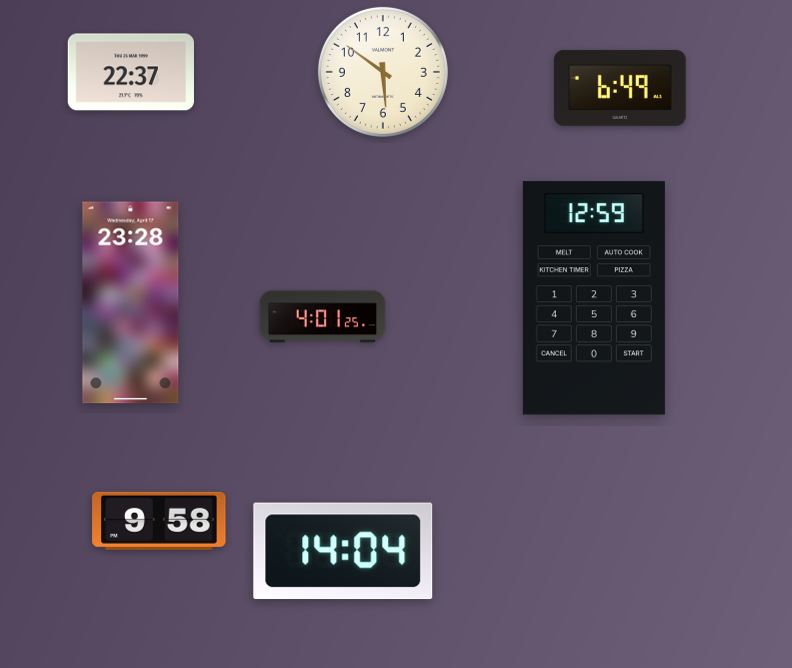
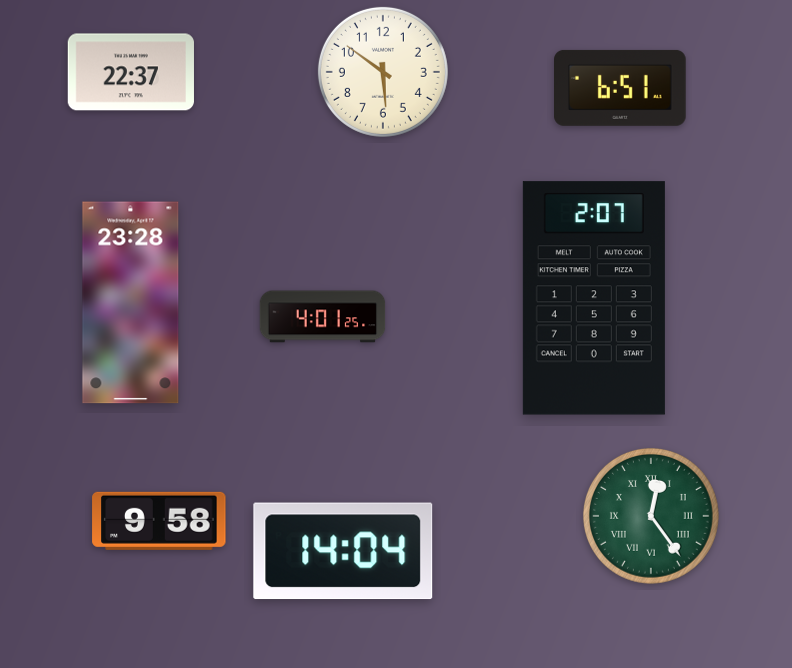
clock at (621, 88): 6:49 -> 6:51
clock at (594, 298): 12:59 -> 2:07
clock at (651, 516): none -> 12:24
